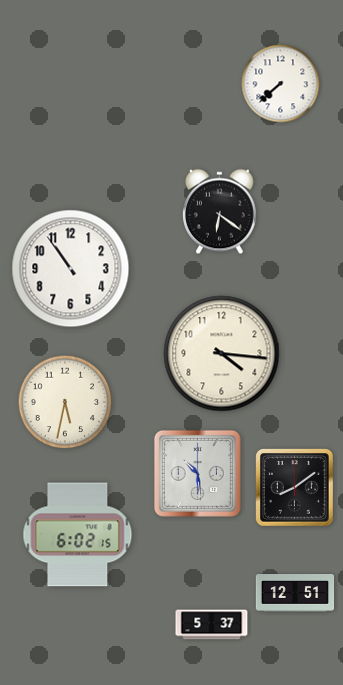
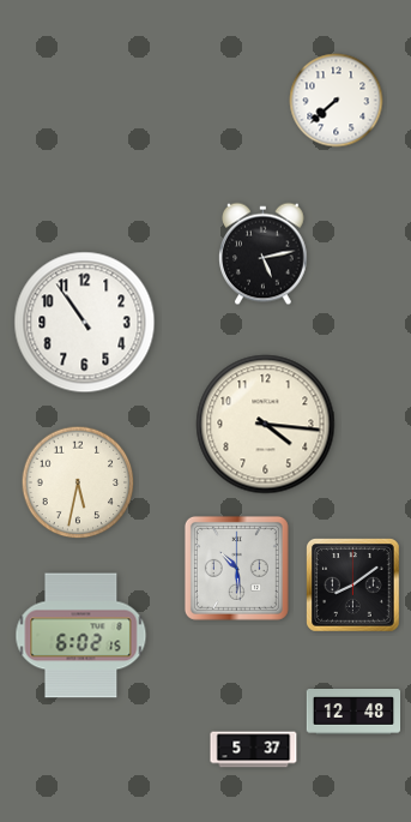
clock at (220, 212): 6:21 -> 5:13
clock at (78, 535) position: (78, 535) -> (81, 636)
clock at (295, 594): 12:51 -> 12:48
